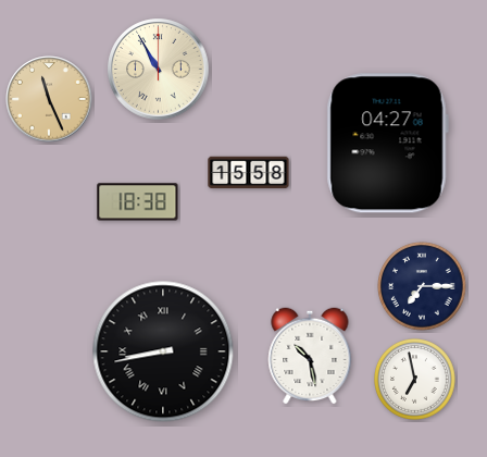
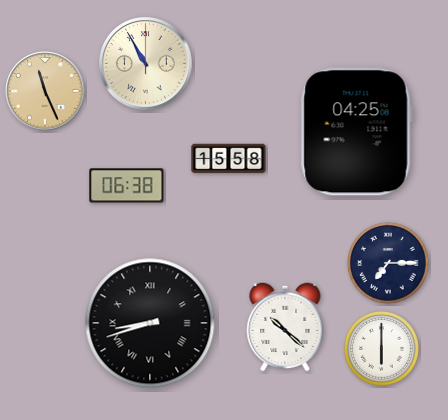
clock at (387, 144): 04:27 -> 04:25
clock at (138, 202): 18:38 -> 06:38
clock at (163, 351): 8:43 -> 8:42
clock at (310, 356): 10:28 -> 10:22
clock at (415, 380): 6:58 -> 6:00
